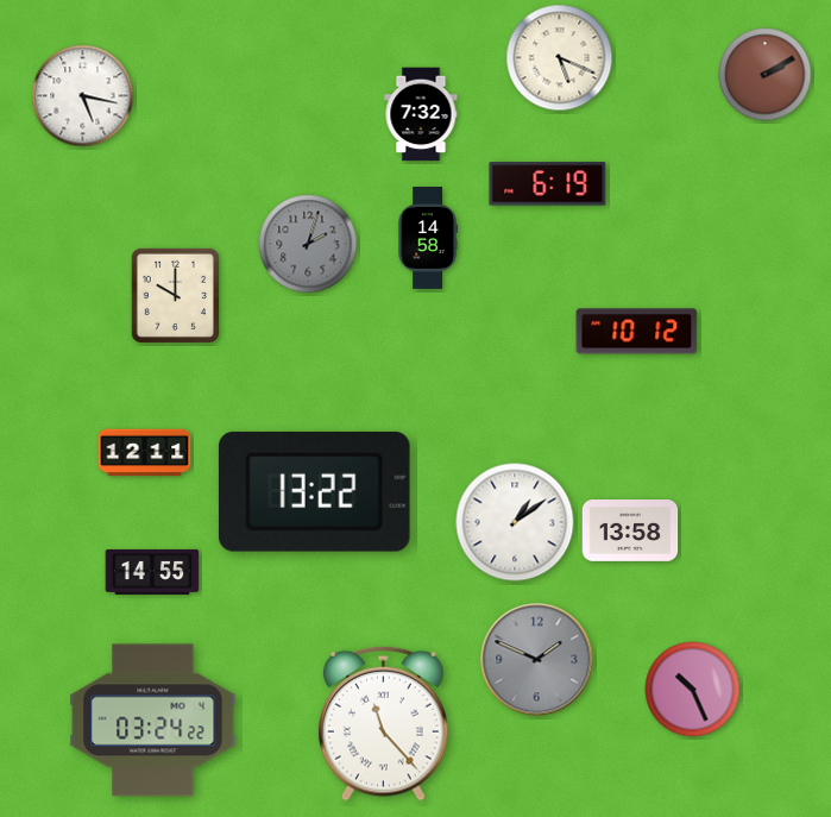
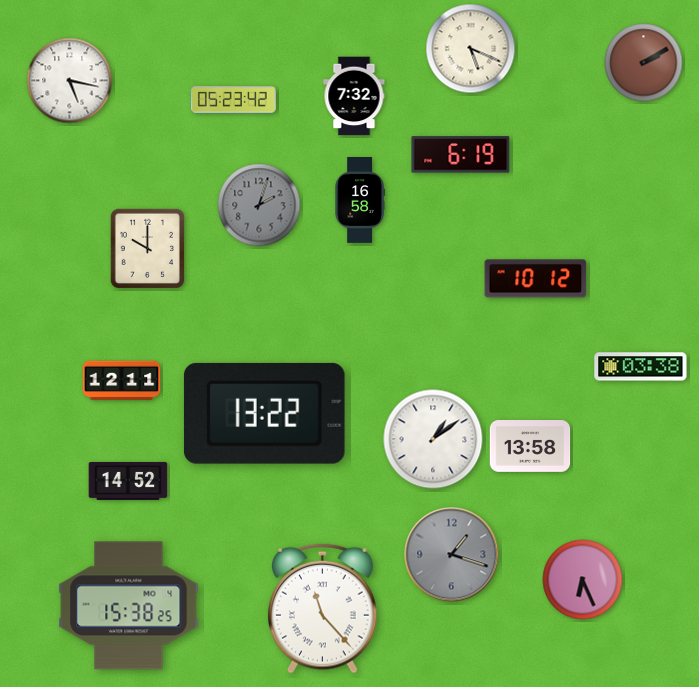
clock at (233, 100): none -> 05:23
clock at (428, 239): 14:58 -> 16:58
clock at (641, 367): none -> 03:38
clock at (152, 572): 14:55 -> 14:52
clock at (537, 660): 1:49 -> 1:18
clock at (693, 690): 10:26 -> 6:26
clock at (153, 721): 03:24 -> 15:38
